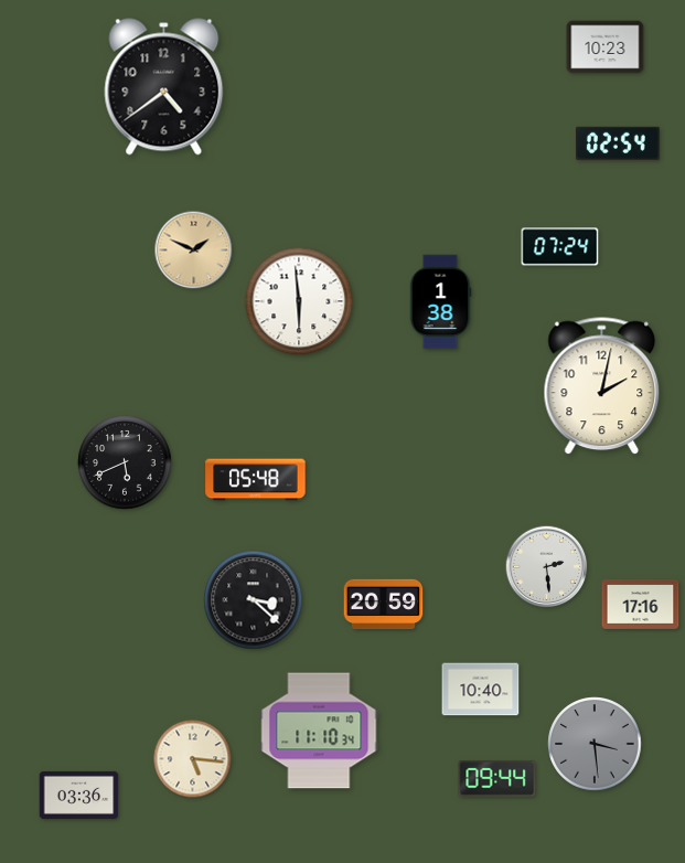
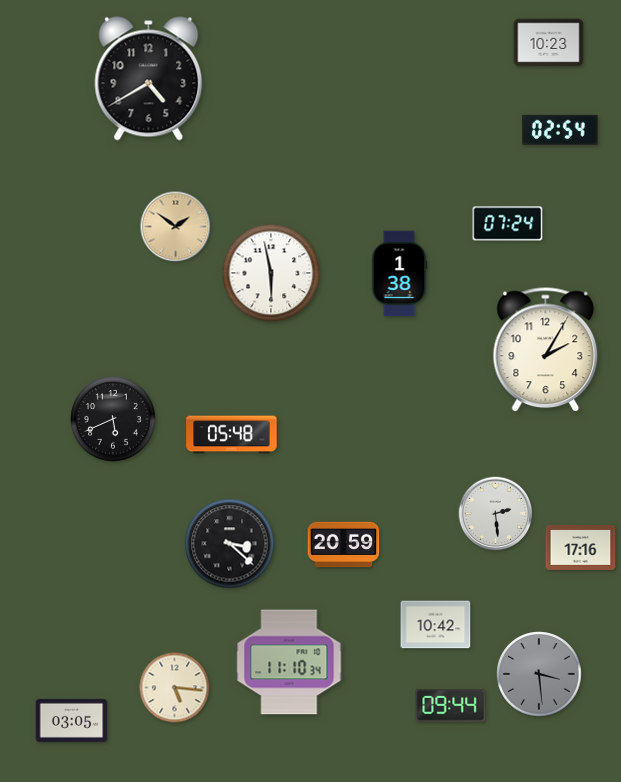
clock at (164, 87): 4:39 -> 4:40
clock at (194, 251): 1:49 -> 1:51
clock at (299, 301): 5:59 -> 5:58
clock at (602, 386): 2:02 -> 2:05
clock at (384, 605) position: (384, 605) -> (344, 545)
clock at (481, 690): 10:40 -> 10:42
clock at (79, 795): 03:36 -> 03:05
